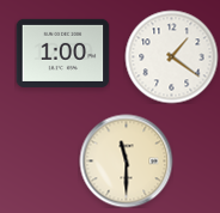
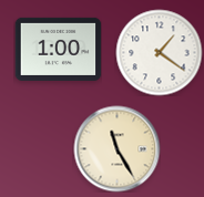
clock at (126, 160): 11:30 -> 11:25
